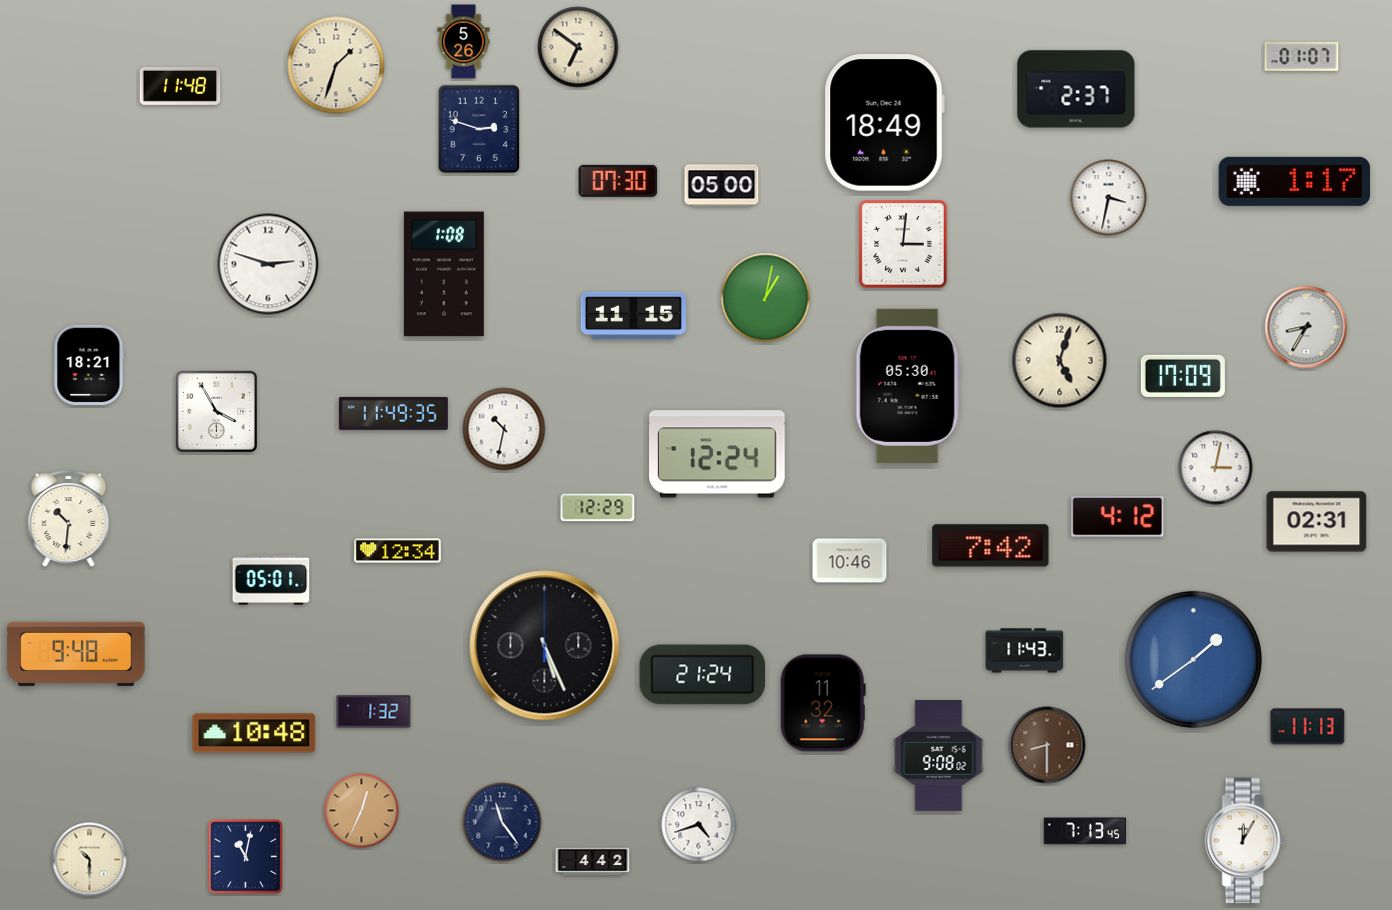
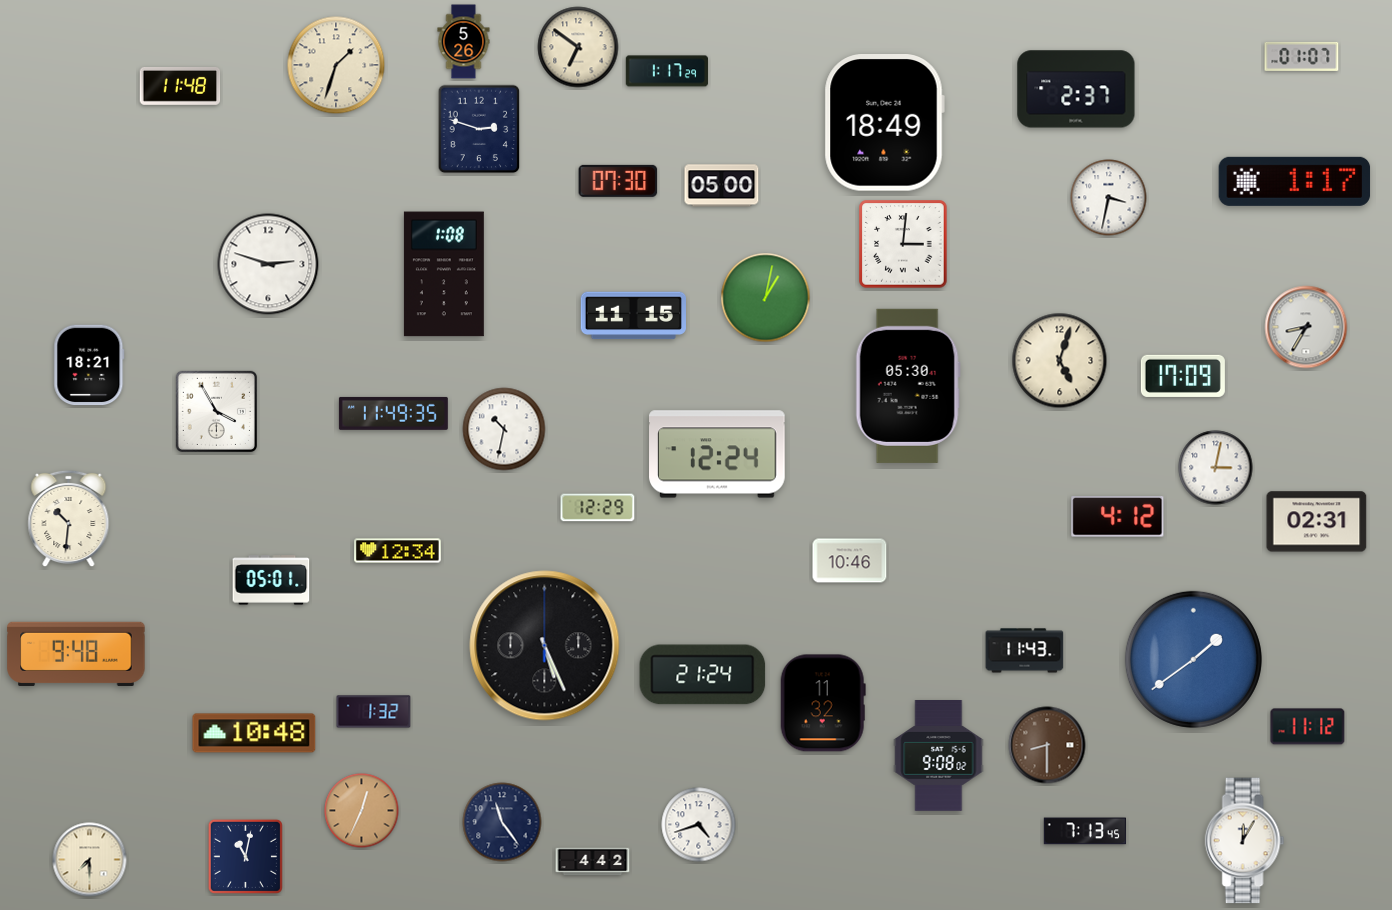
clock at (667, 71): none -> 1:17
clock at (991, 546): 7:42 -> none
clock at (1308, 727): 11:13 -> 11:12
clock at (90, 860): 10:30 -> 7:30
